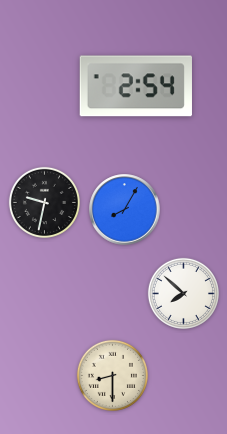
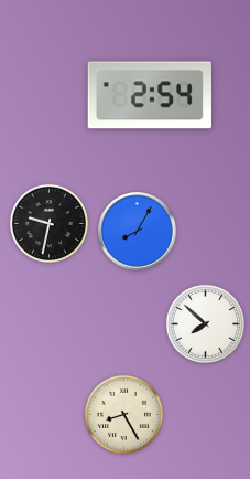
clock at (183, 293) position: (183, 293) -> (205, 323)
clock at (112, 375): 8:30 -> 8:25
